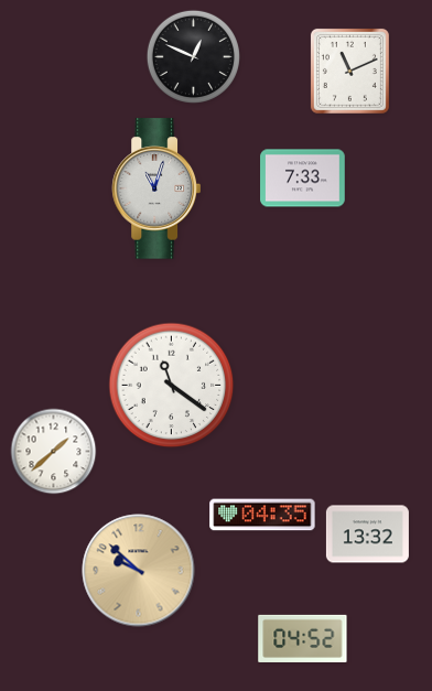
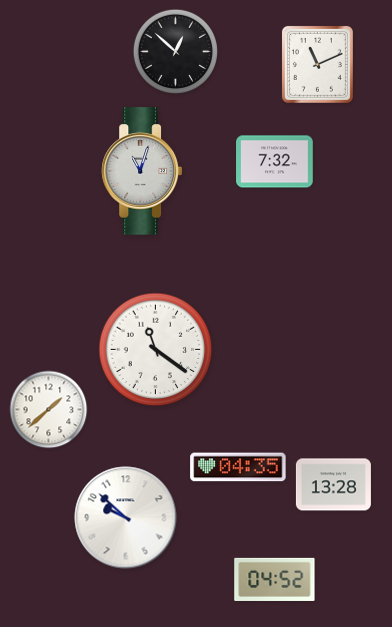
clock at (193, 56): 12:49 -> 12:52
clock at (303, 179): 7:33 -> 7:32
clock at (367, 535): 13:32 -> 13:28
clock at (139, 571) dial: champagne -> white
